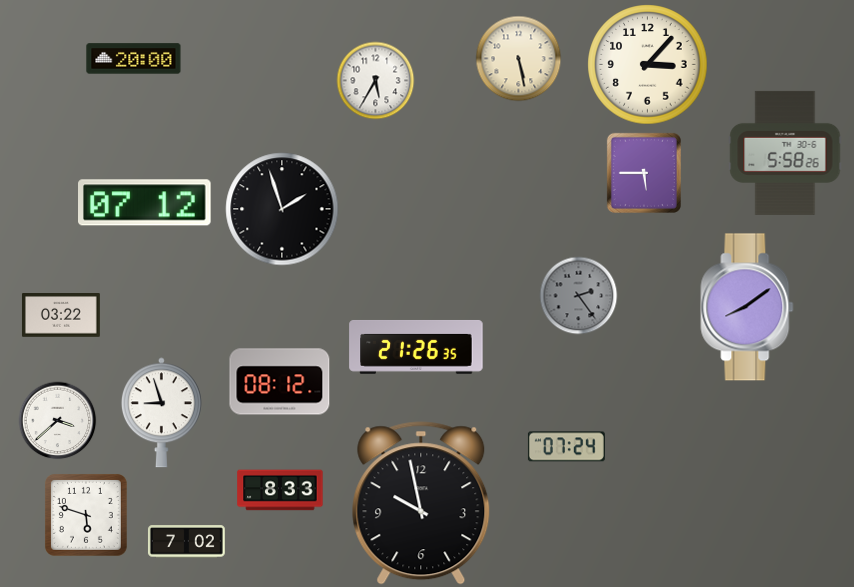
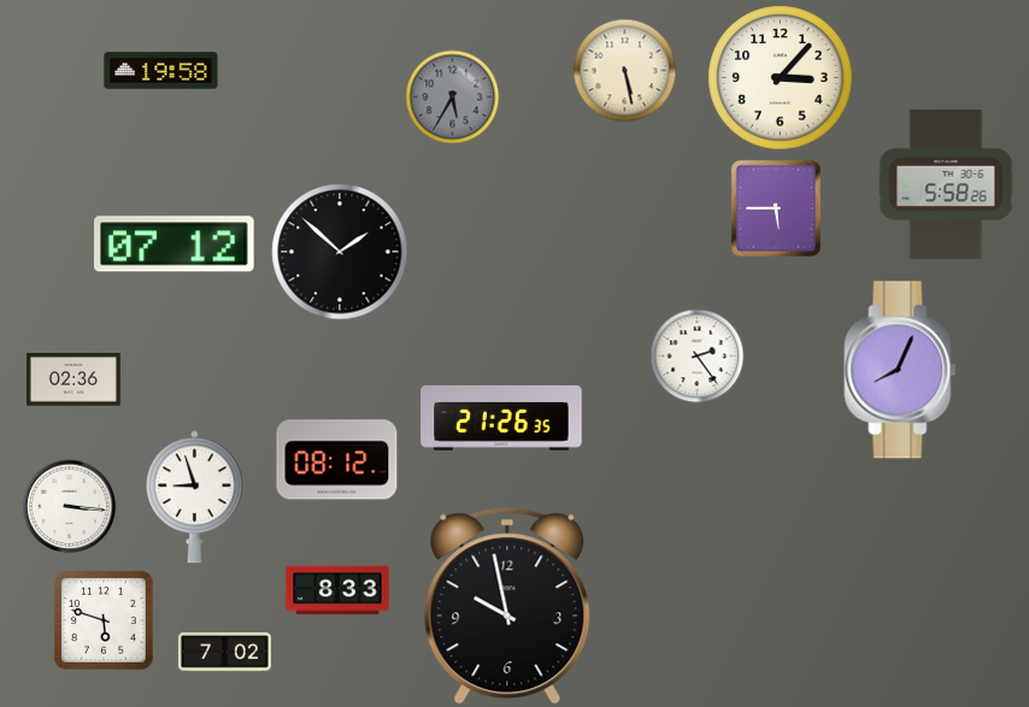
clock at (134, 59): 20:00 -> 19:58
clock at (375, 80) dial: white -> grey
clock at (282, 209): 1:57 -> 1:52
clock at (578, 295) dial: grey -> white
clock at (747, 307): 8:09 -> 8:04
clock at (61, 315): 03:22 -> 02:36
clock at (57, 420): 3:38 -> 3:16
clock at (566, 447): 07:24 -> none
